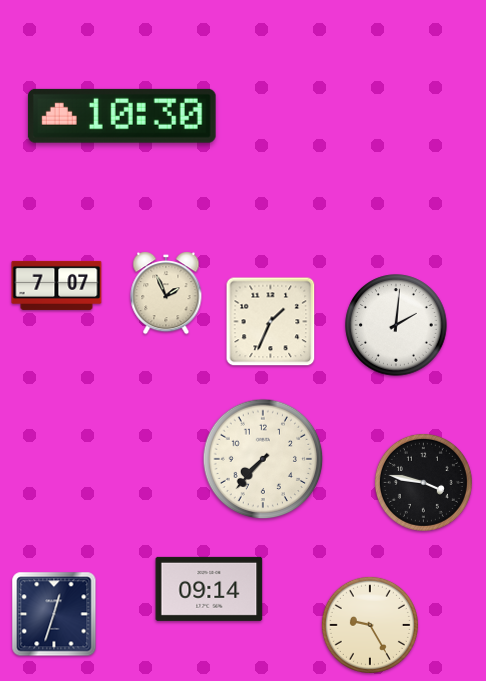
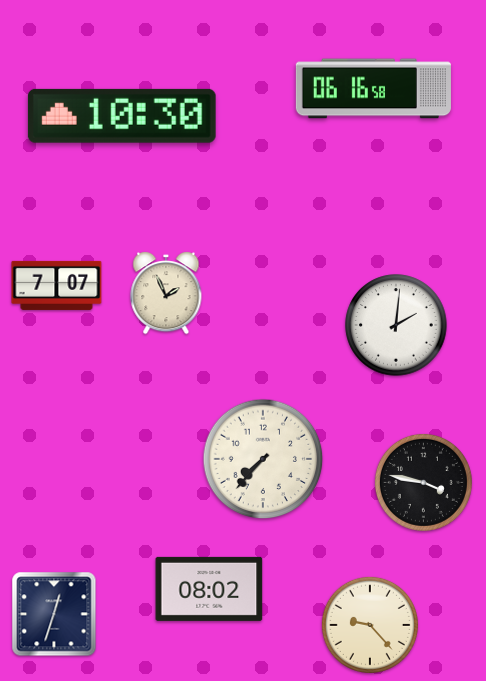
clock at (373, 89): none -> 06:16
clock at (271, 322): 1:34 -> none
clock at (209, 589): 09:14 -> 08:02
clock at (370, 625): 9:25 -> 9:23
